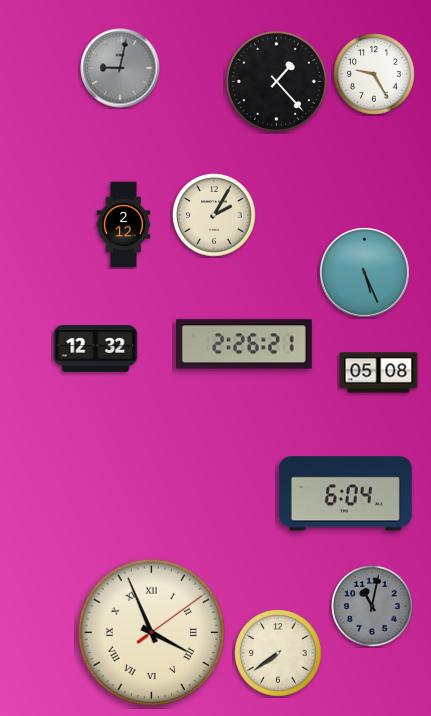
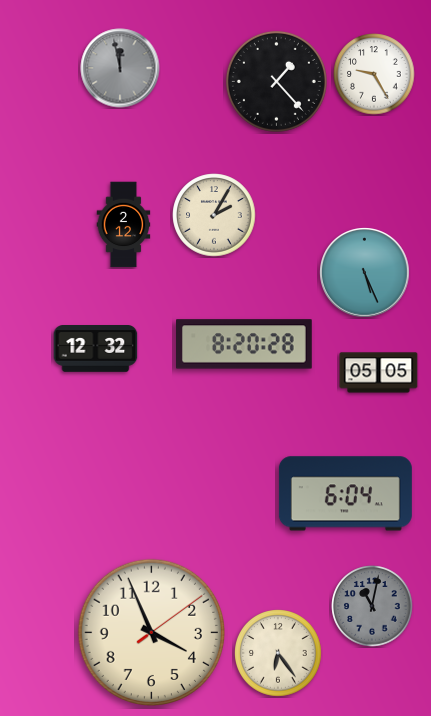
clock at (120, 68): 9:02 -> 11:58
clock at (245, 344): 2:26 -> 8:20
clock at (379, 373): 05:08 -> 05:05
clock at (151, 632) numerals: Roman -> Arabic
clock at (278, 653): 7:39 -> 6:24
